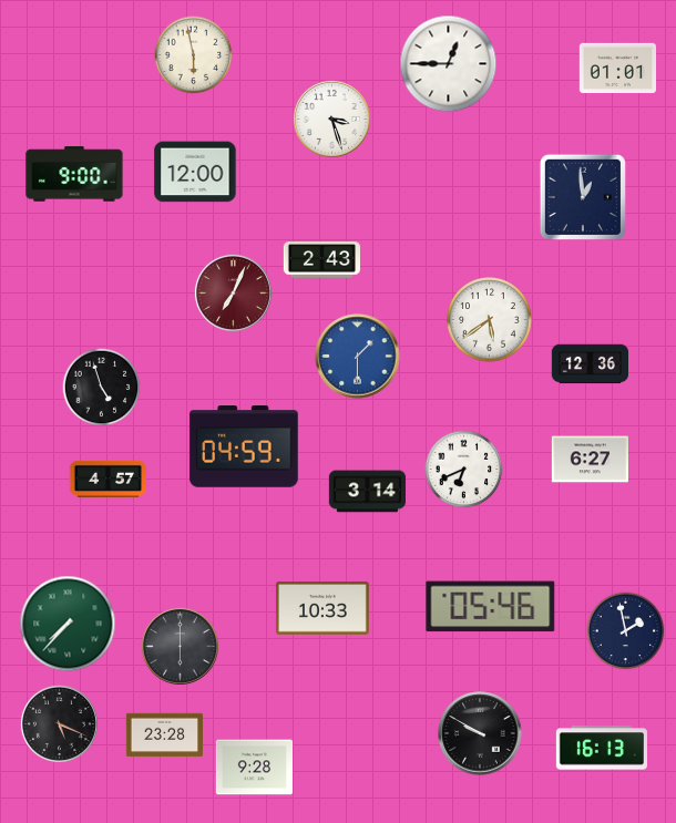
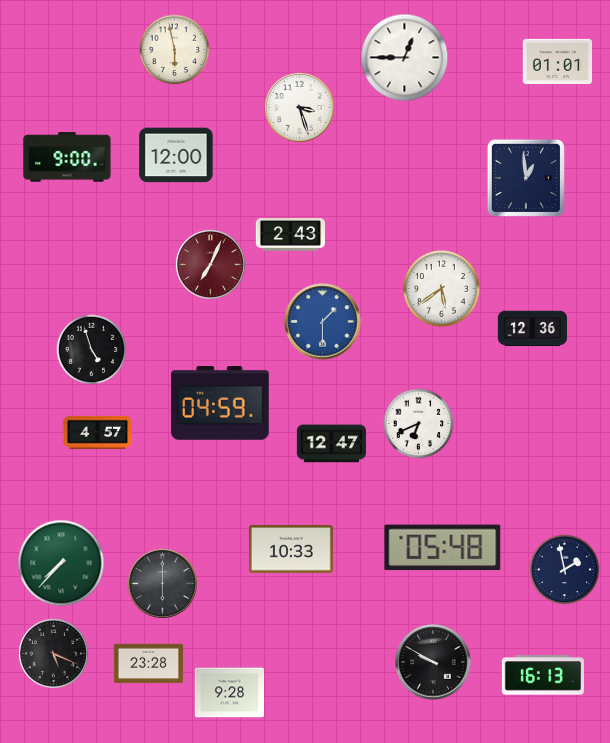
clock at (590, 460): 6:27 -> none
clock at (367, 492): 3:14 -> 12:47
clock at (491, 607): 05:46 -> 05:48
